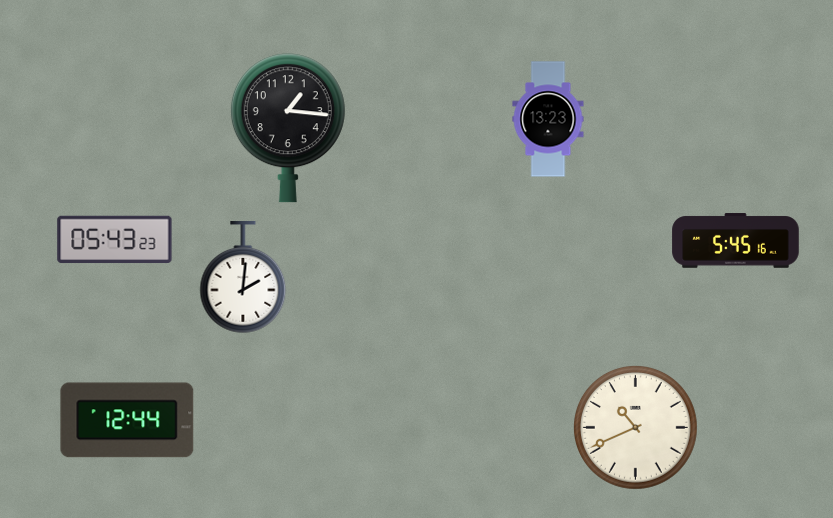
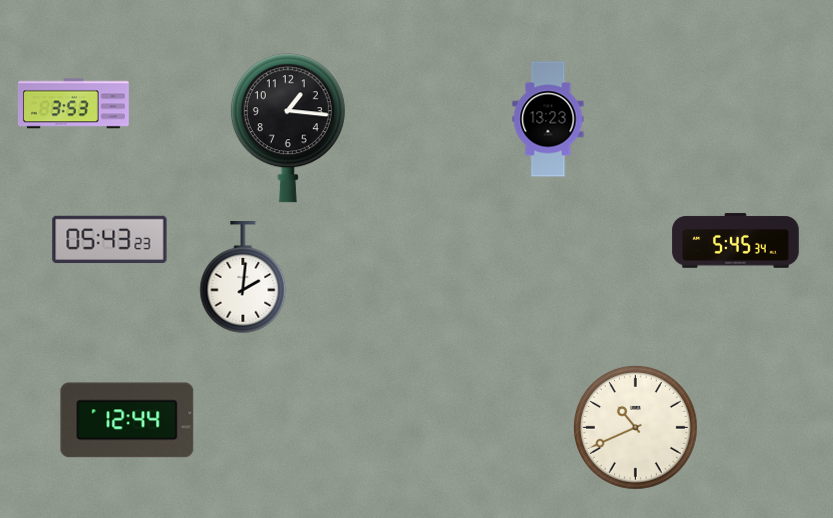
clock at (73, 104): none -> 3:53
clock at (115, 240) position: (115, 240) -> (110, 240)
clock at (736, 241): 5:45:16 -> 5:45:34
